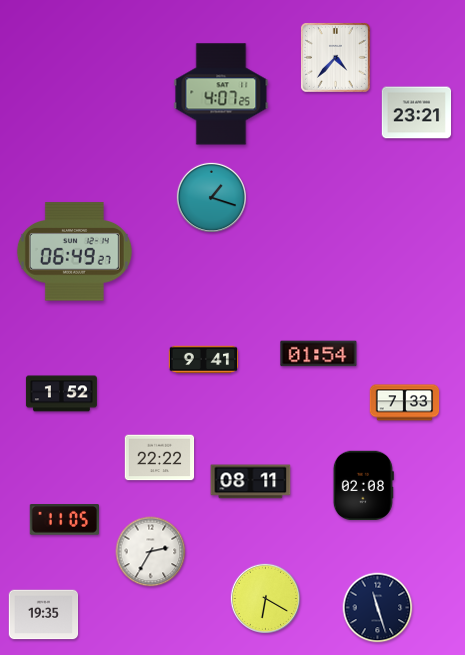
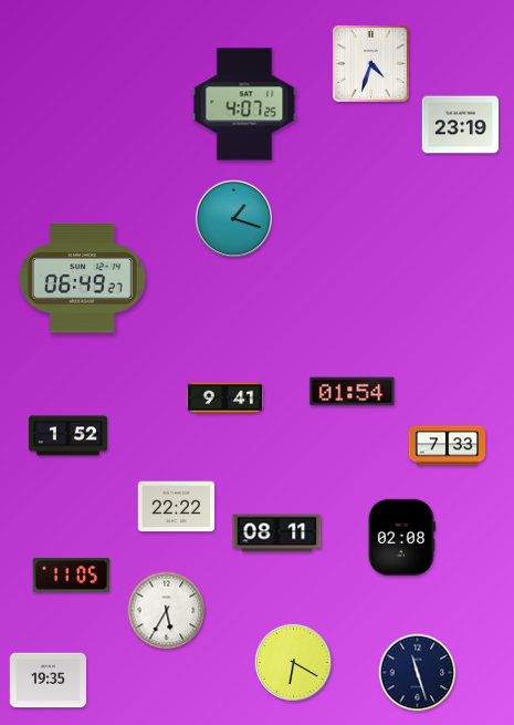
clock at (336, 58): 4:37 -> 4:33
clock at (417, 113): 23:21 -> 23:19
clock at (151, 552): 2:35 -> 5:35
